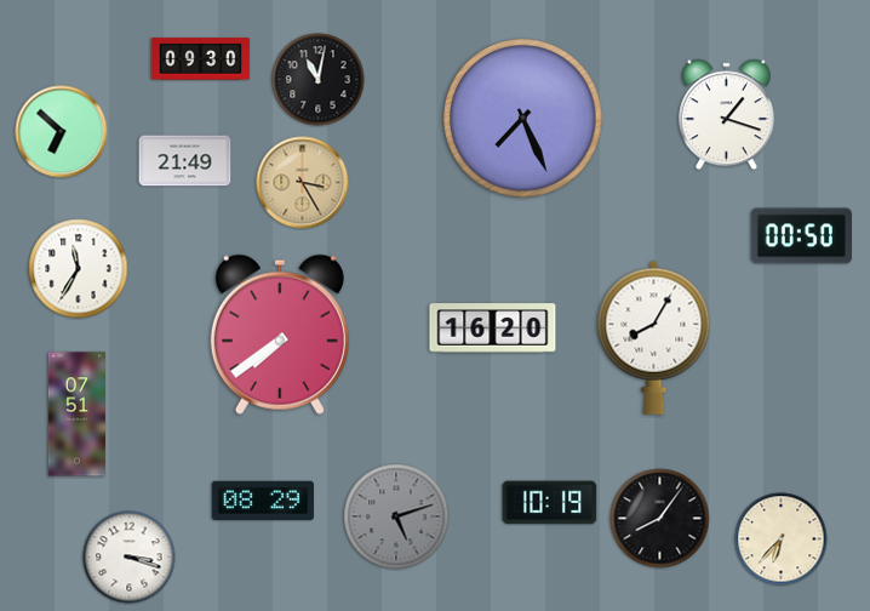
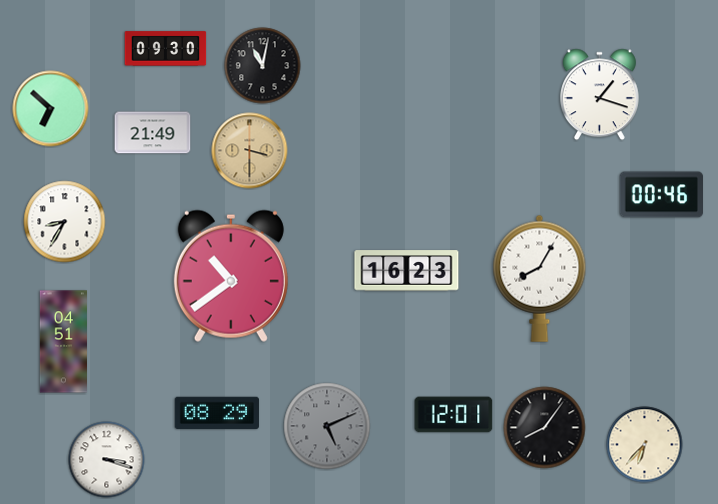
clock at (523, 119): 7:26 -> none
clock at (303, 183): 3:25 -> 3:30
clock at (801, 236): 00:50 -> 00:46
clock at (79, 269): 11:35 -> 8:35
clock at (493, 329): 16:20 -> 16:23
clock at (280, 335): 7:39 -> 10:39
clock at (76, 415): 07:51 -> 04:51
clock at (550, 503): 10:19 -> 12:01
clock at (396, 516): 5:12 -> 5:11
